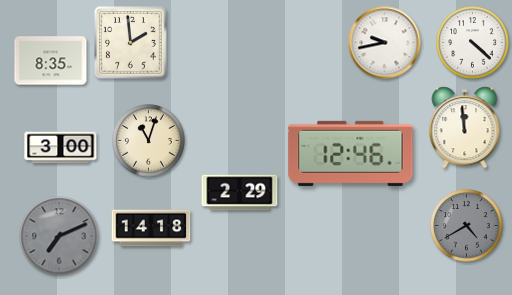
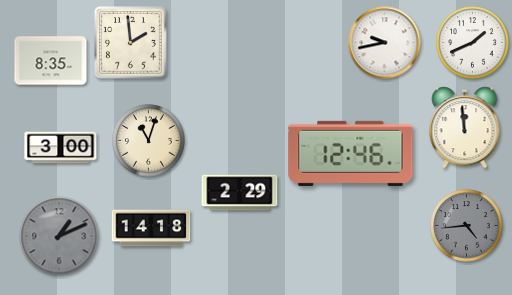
clock at (473, 43): 4:22 -> 1:41
clock at (467, 226): 4:40 -> 4:44
clock at (59, 236): 7:11 -> 1:11
